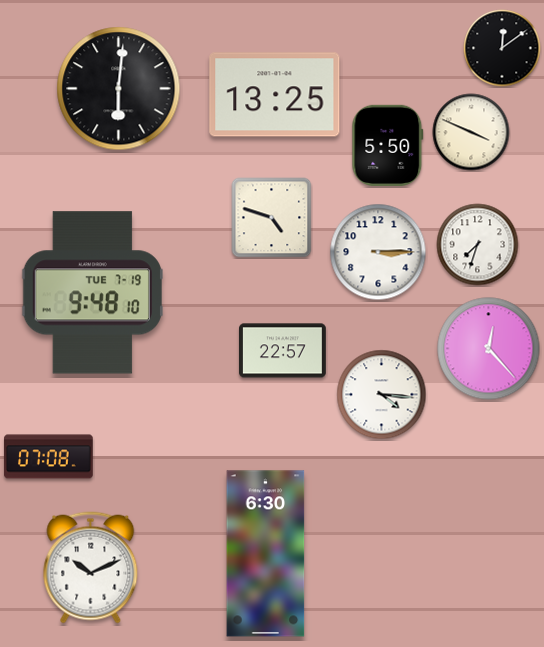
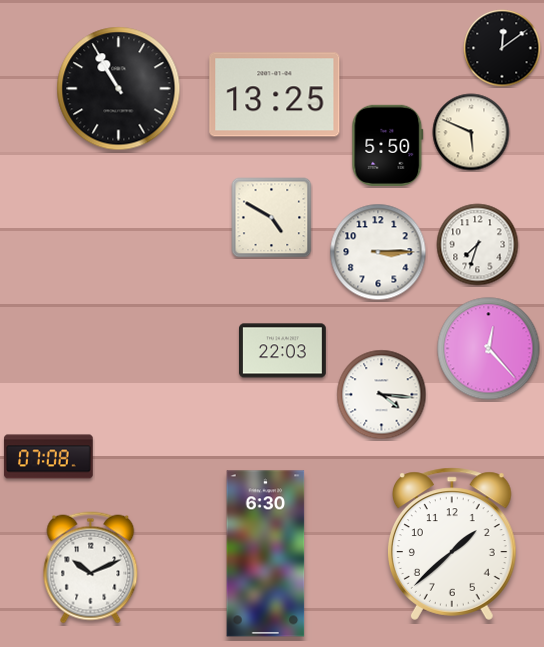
clock at (119, 89): 6:01 -> 10:55
clock at (471, 132): 3:49 -> 5:49
clock at (272, 218): 4:48 -> 4:50
clock at (92, 293): 9:48 -> none
clock at (283, 351): 22:57 -> 22:03
clock at (452, 544): none -> 1:38
